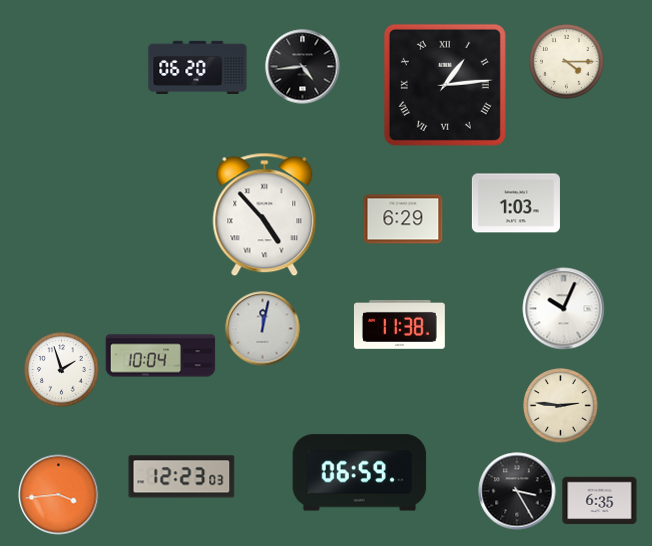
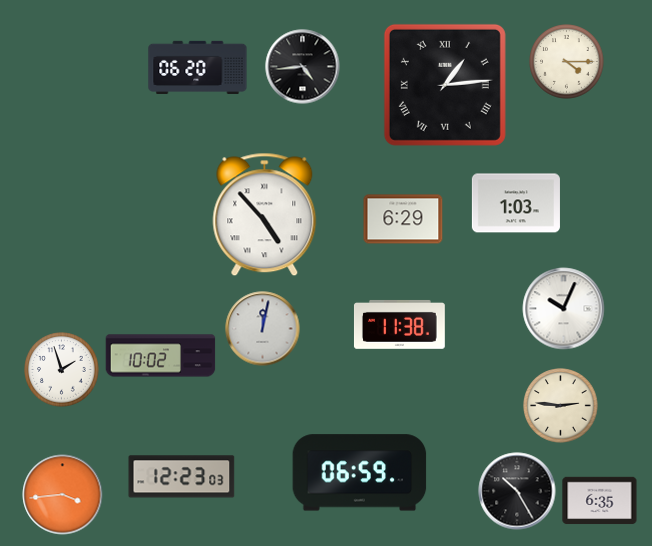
clock at (161, 356): 10:04 -> 10:02
clock at (517, 491): 3:25 -> 10:25
clock at (59, 495) position: (59, 495) -> (63, 495)
